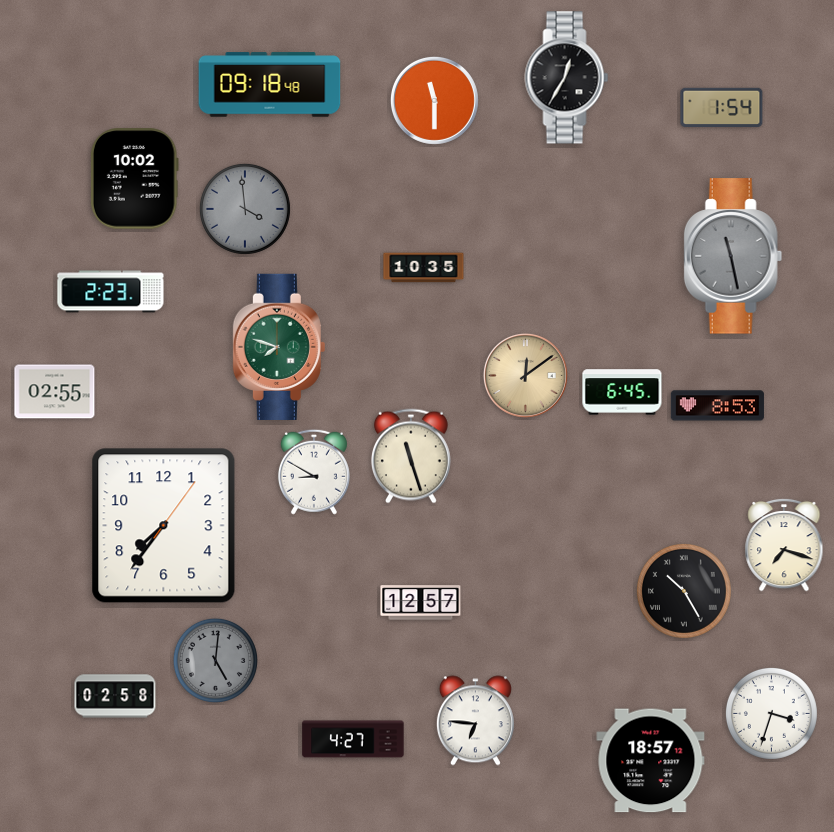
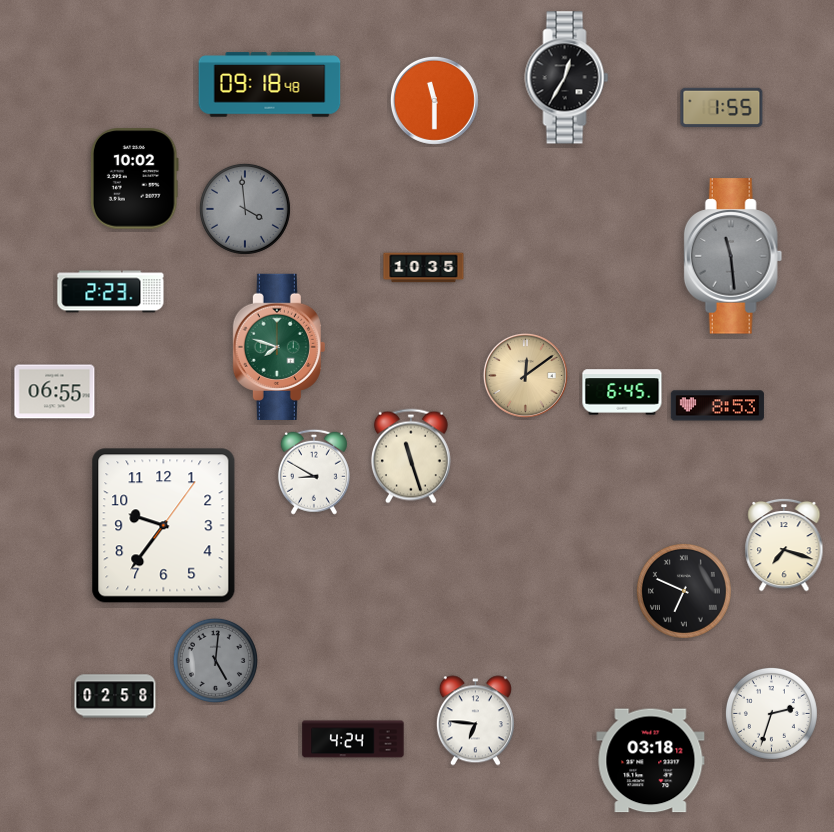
clock at (722, 107): 1:54 -> 1:55
clock at (733, 256): 11:28 -> 11:29
clock at (55, 392): 02:55 -> 06:55
clock at (164, 526): 7:36 -> 9:36
clock at (684, 591): 10:25 -> 6:49
clock at (421, 603): 12:57 -> none
clock at (771, 713): 3:33 -> 2:33
clock at (353, 739): 4:27 -> 4:24
clock at (651, 761): 18:57 -> 03:18
